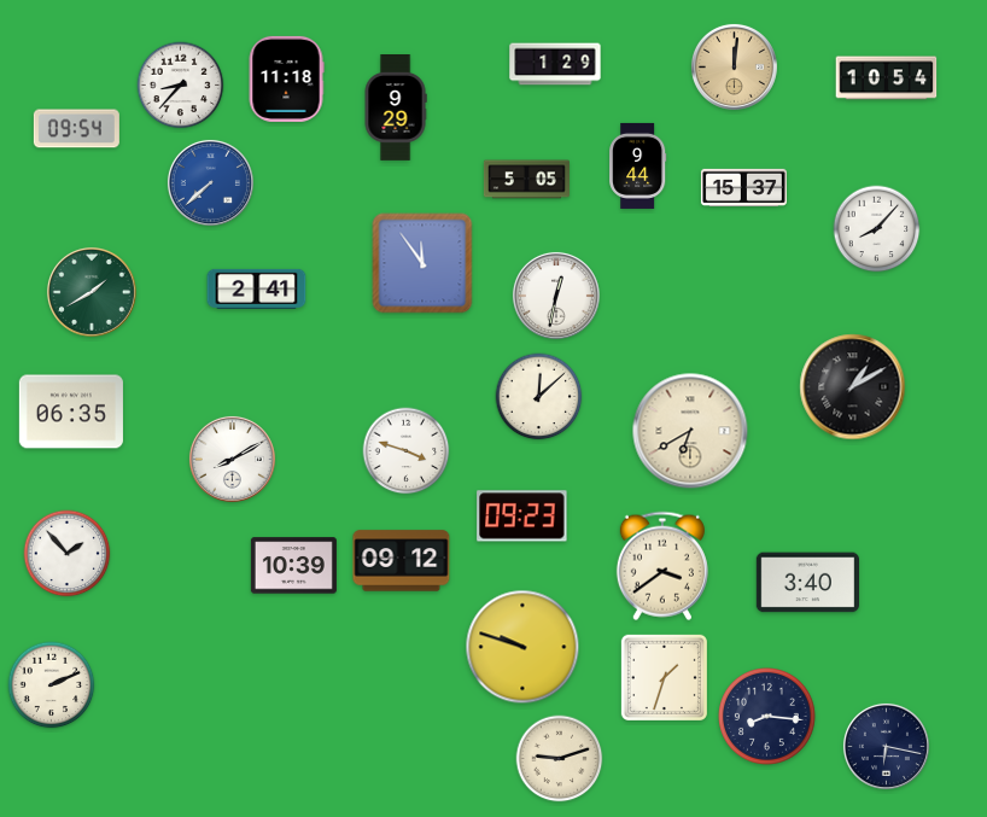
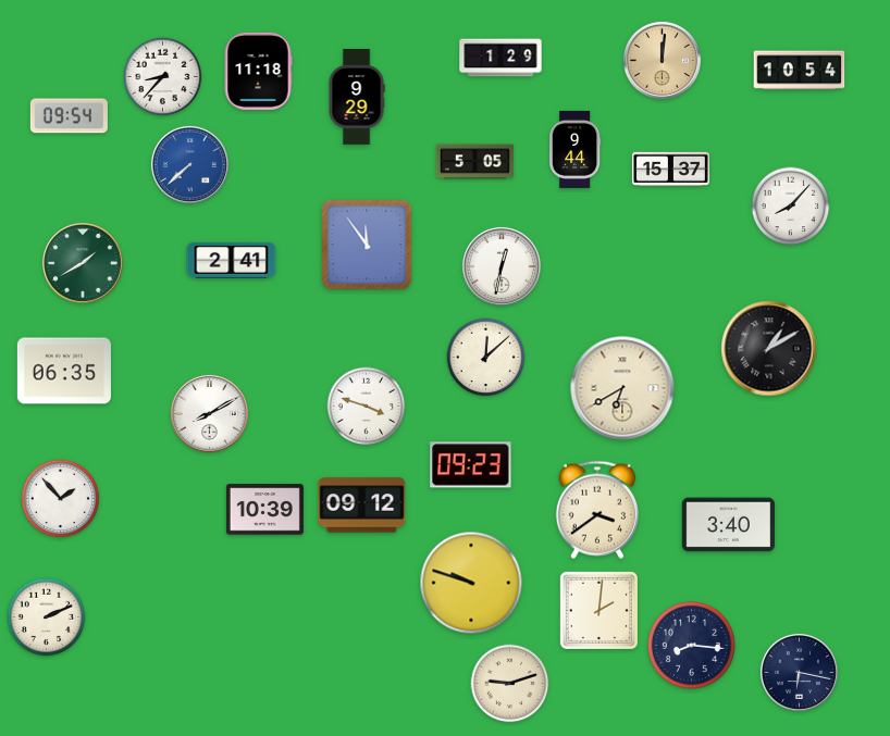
clock at (422, 263) position: (422, 263) -> (367, 245)
clock at (664, 677): 1:33 -> 2:01
clock at (560, 759) position: (560, 759) -> (510, 684)
